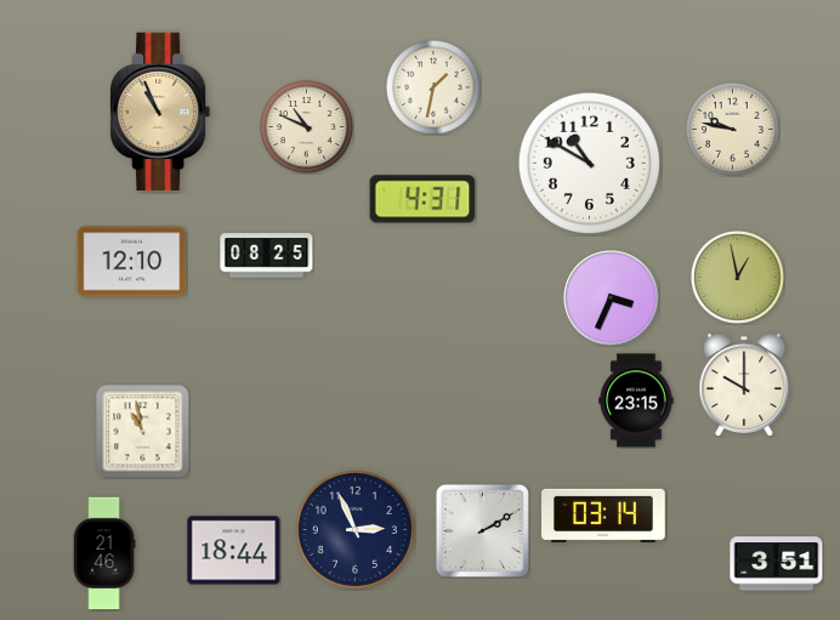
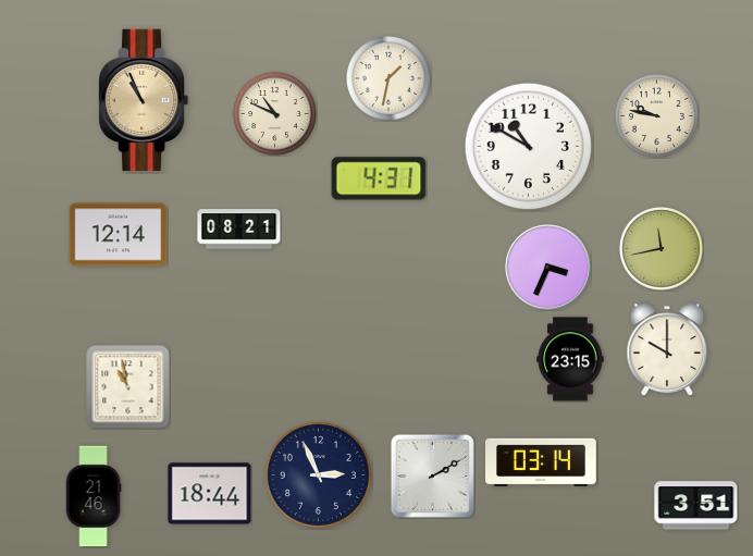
clock at (267, 256): 08:25 -> 08:21
clock at (132, 262): 12:10 -> 12:14
clock at (738, 278): 12:58 -> 11:43
clock at (744, 385) position: (744, 385) -> (667, 349)
